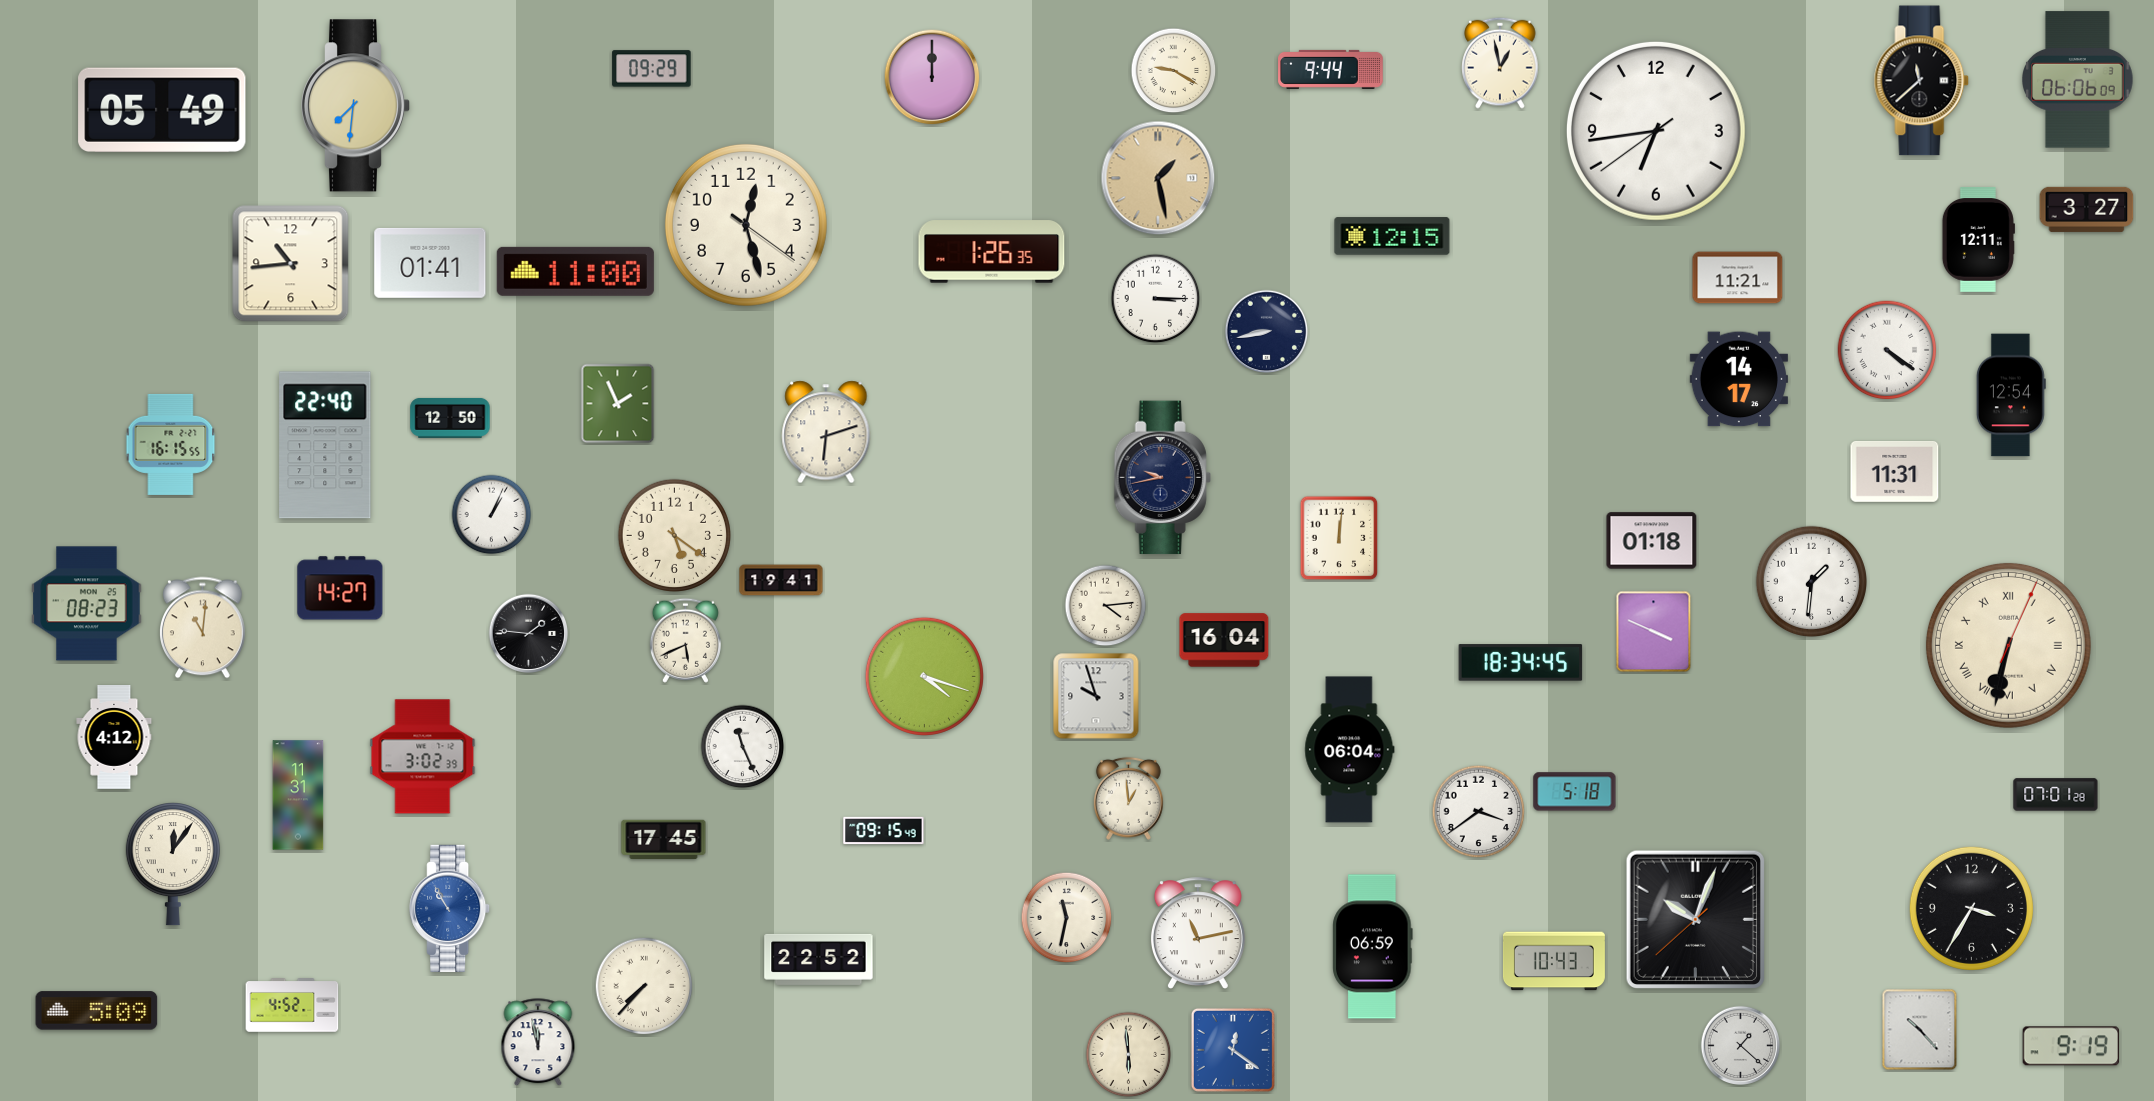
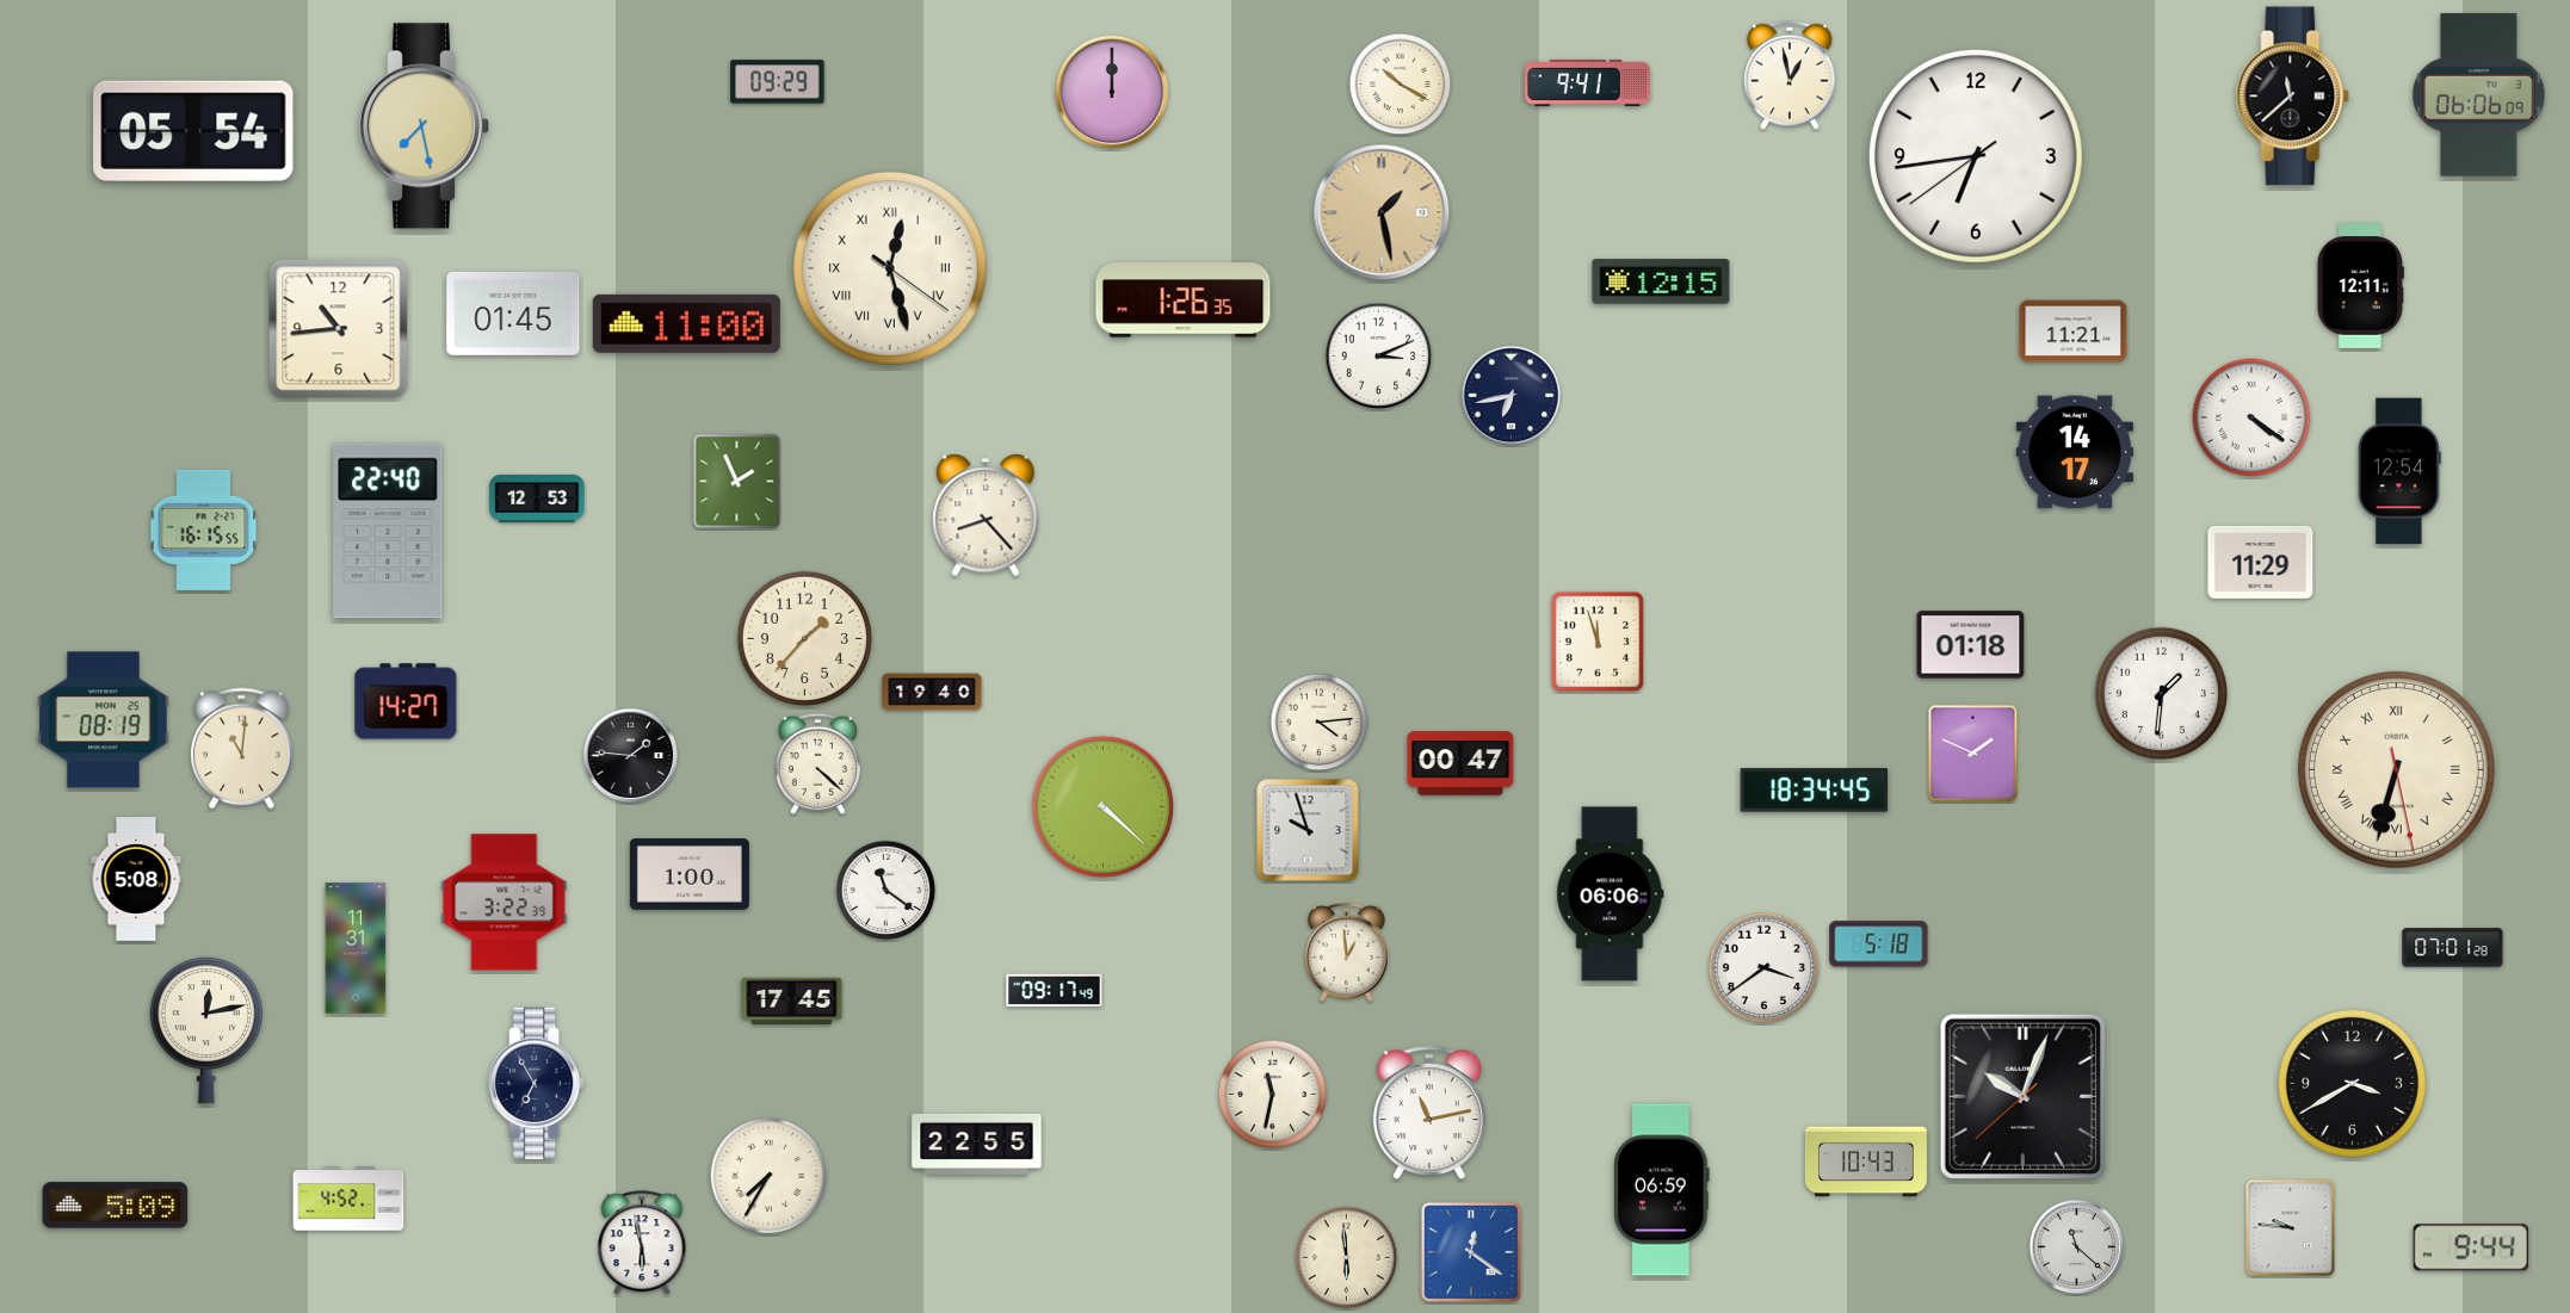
clock at (1331, 69): 9:44 -> 9:41
clock at (1174, 71): 9:20 -> 10:20
clock at (355, 106): 7:31 -> 7:28
clock at (162, 110): 05:49 -> 05:54
clock at (2087, 209): 3:27 -> none
clock at (746, 225) numerals: Arabic -> Roman
clock at (430, 263): 01:41 -> 01:45
clock at (291, 264) position: (291, 264) -> (339, 329)
clock at (1156, 299): 3:15 -> 3:11
clock at (1267, 332): 8:43 -> 6:43
clock at (450, 418): 12:50 -> 12:53
clock at (826, 432): 6:12 -> 8:23
clock at (1895, 472): 11:31 -> 11:29
clock at (1162, 478): 9:43 -> none
clock at (492, 515): 1:04 -> none
clock at (674, 535): 5:21 -> 1:37
clock at (1339, 538): 12:01 -> 11:57
clock at (781, 580): 19:41 -> 19:40
clock at (87, 604): 08:23 -> 08:19
clock at (1654, 632): 3:49 -> 1:49
clock at (685, 640): 5:41 -> 4:22
clock at (1224, 640): 16:04 -> 00:47
clock at (2008, 645): 6:32:04 -> 6:32:28
clock at (924, 676): 4:18 -> 4:22
clock at (690, 875): none -> 1:00
clock at (114, 737): 4:12 -> 5:08
clock at (743, 747): 11:26 -> 11:21
clock at (1350, 750): 06:04 -> 06:06
clock at (423, 757): 3:02 -> 3:22
clock at (884, 831): 09:15 -> 09:17
clock at (173, 865): 12:06 -> 12:13
clock at (450, 908): 10:55 -> 6:55
clock at (450, 908) dial: blue -> navy
clock at (1971, 908): 3:35 -> 3:40
clock at (1373, 947) position: (1373, 947) -> (1662, 1190)
clock at (819, 959): 22:52 -> 22:55
clock at (1554, 961) position: (1554, 961) -> (1866, 1162)
clock at (644, 986): 7:37 -> 7:35
clock at (1920, 1030): 10:23 -> 9:46
clock at (538, 1043): 11:58 -> 5:58
clock at (1741, 1046): 1:22 -> 11:22
clock at (2070, 1046): 9:19 -> 9:44
